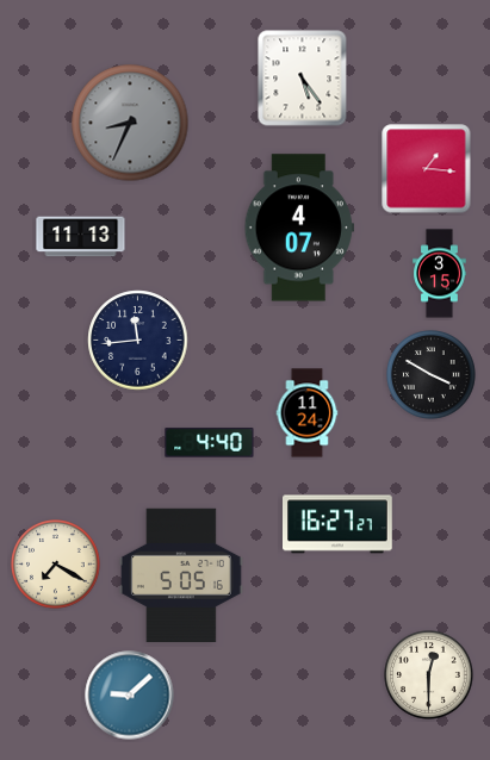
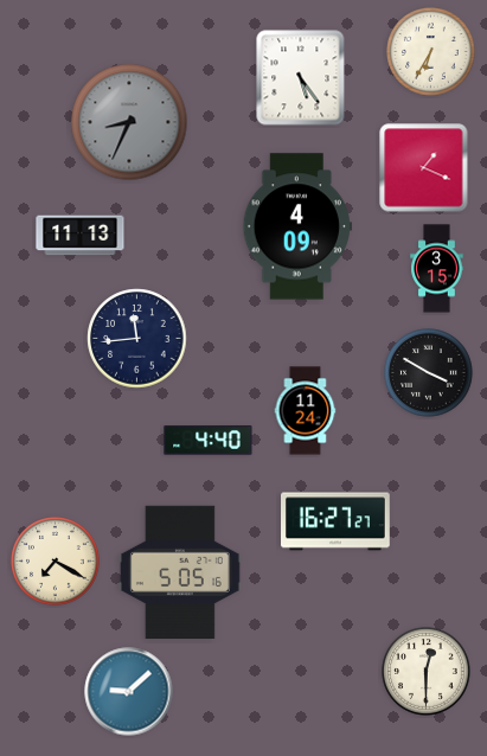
clock at (431, 52): none -> 6:35
clock at (427, 169): 1:16 -> 1:19
clock at (299, 228): 4:07 -> 4:09
clock at (440, 274) position: (440, 274) -> (437, 269)
